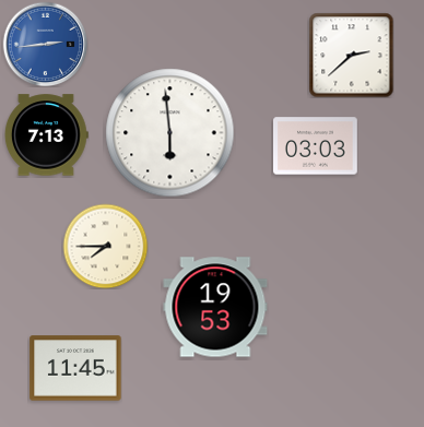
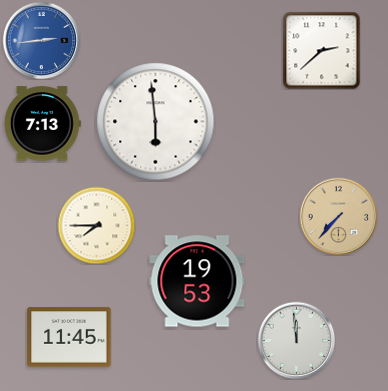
clock at (316, 146): 03:03 -> none
clock at (338, 216): none -> 7:37
clock at (296, 340): none -> 11:59
